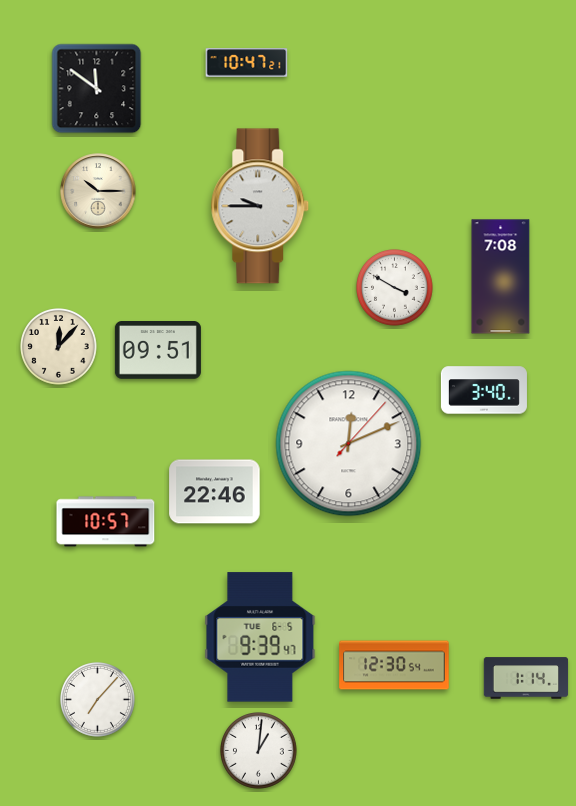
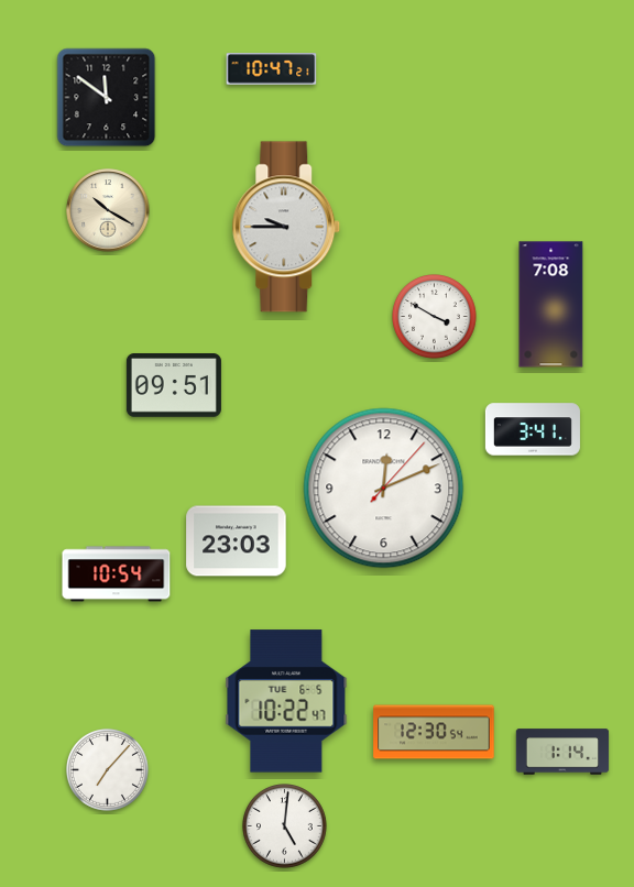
clock at (98, 191): 10:15 -> 10:20
clock at (59, 347): 12:07 -> none
clock at (484, 390): 3:40 -> 3:41
clock at (215, 492): 22:46 -> 23:03
clock at (106, 522): 10:57 -> 10:54
clock at (260, 637): 9:39 -> 10:22
clock at (526, 678) position: (526, 678) -> (562, 752)
clock at (259, 751): 1:01 -> 5:01
